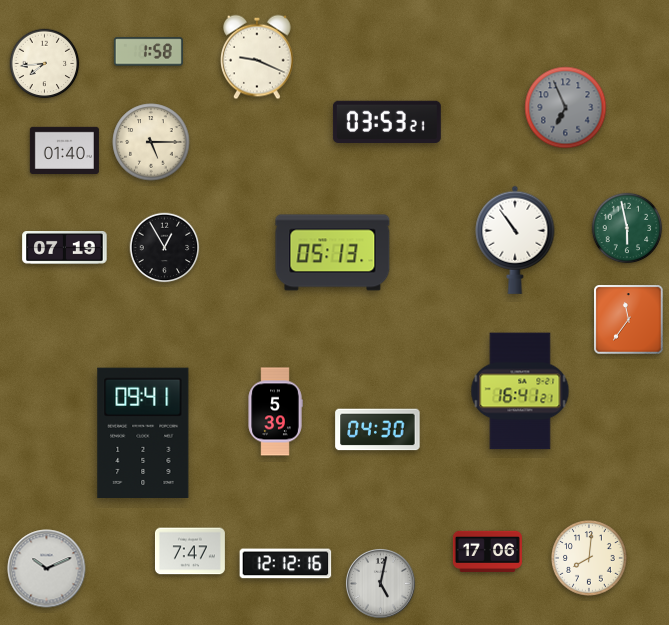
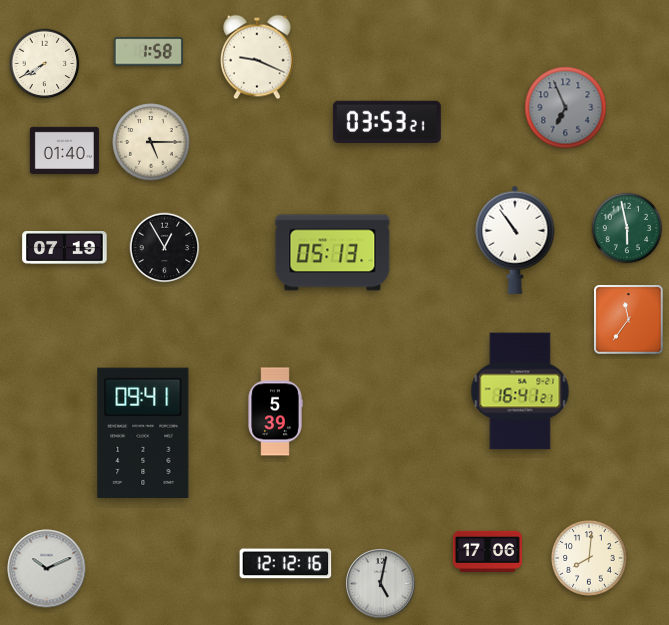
clock at (45, 64): 7:44 -> 7:40
clock at (378, 430): 04:30 -> none
clock at (190, 551): 7:47 -> none
